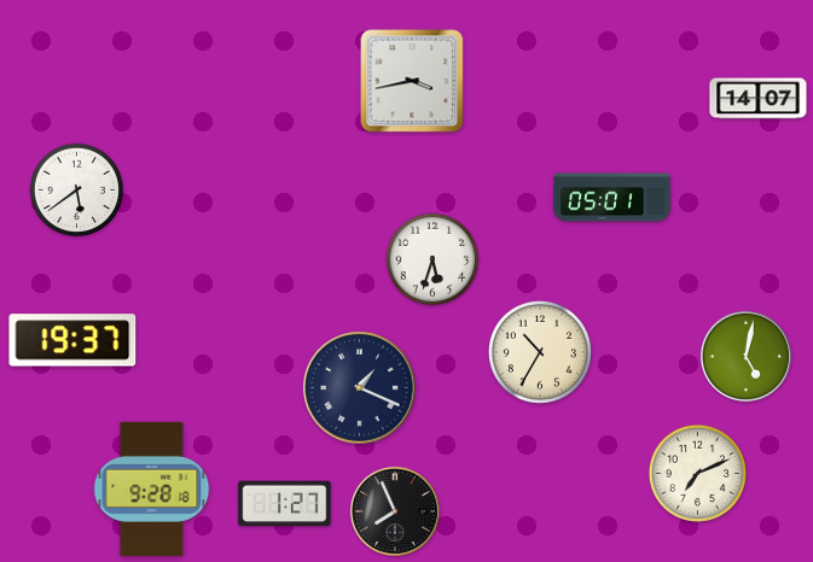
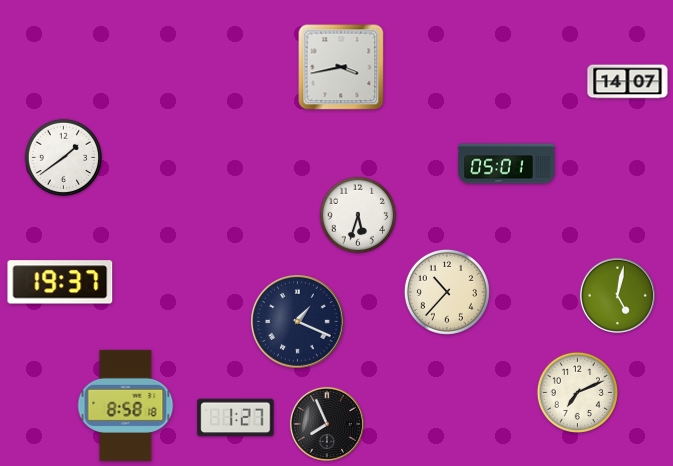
clock at (77, 191): 5:39 -> 1:39
clock at (540, 352): 10:35 -> 10:37
clock at (152, 488): 9:28 -> 8:58
